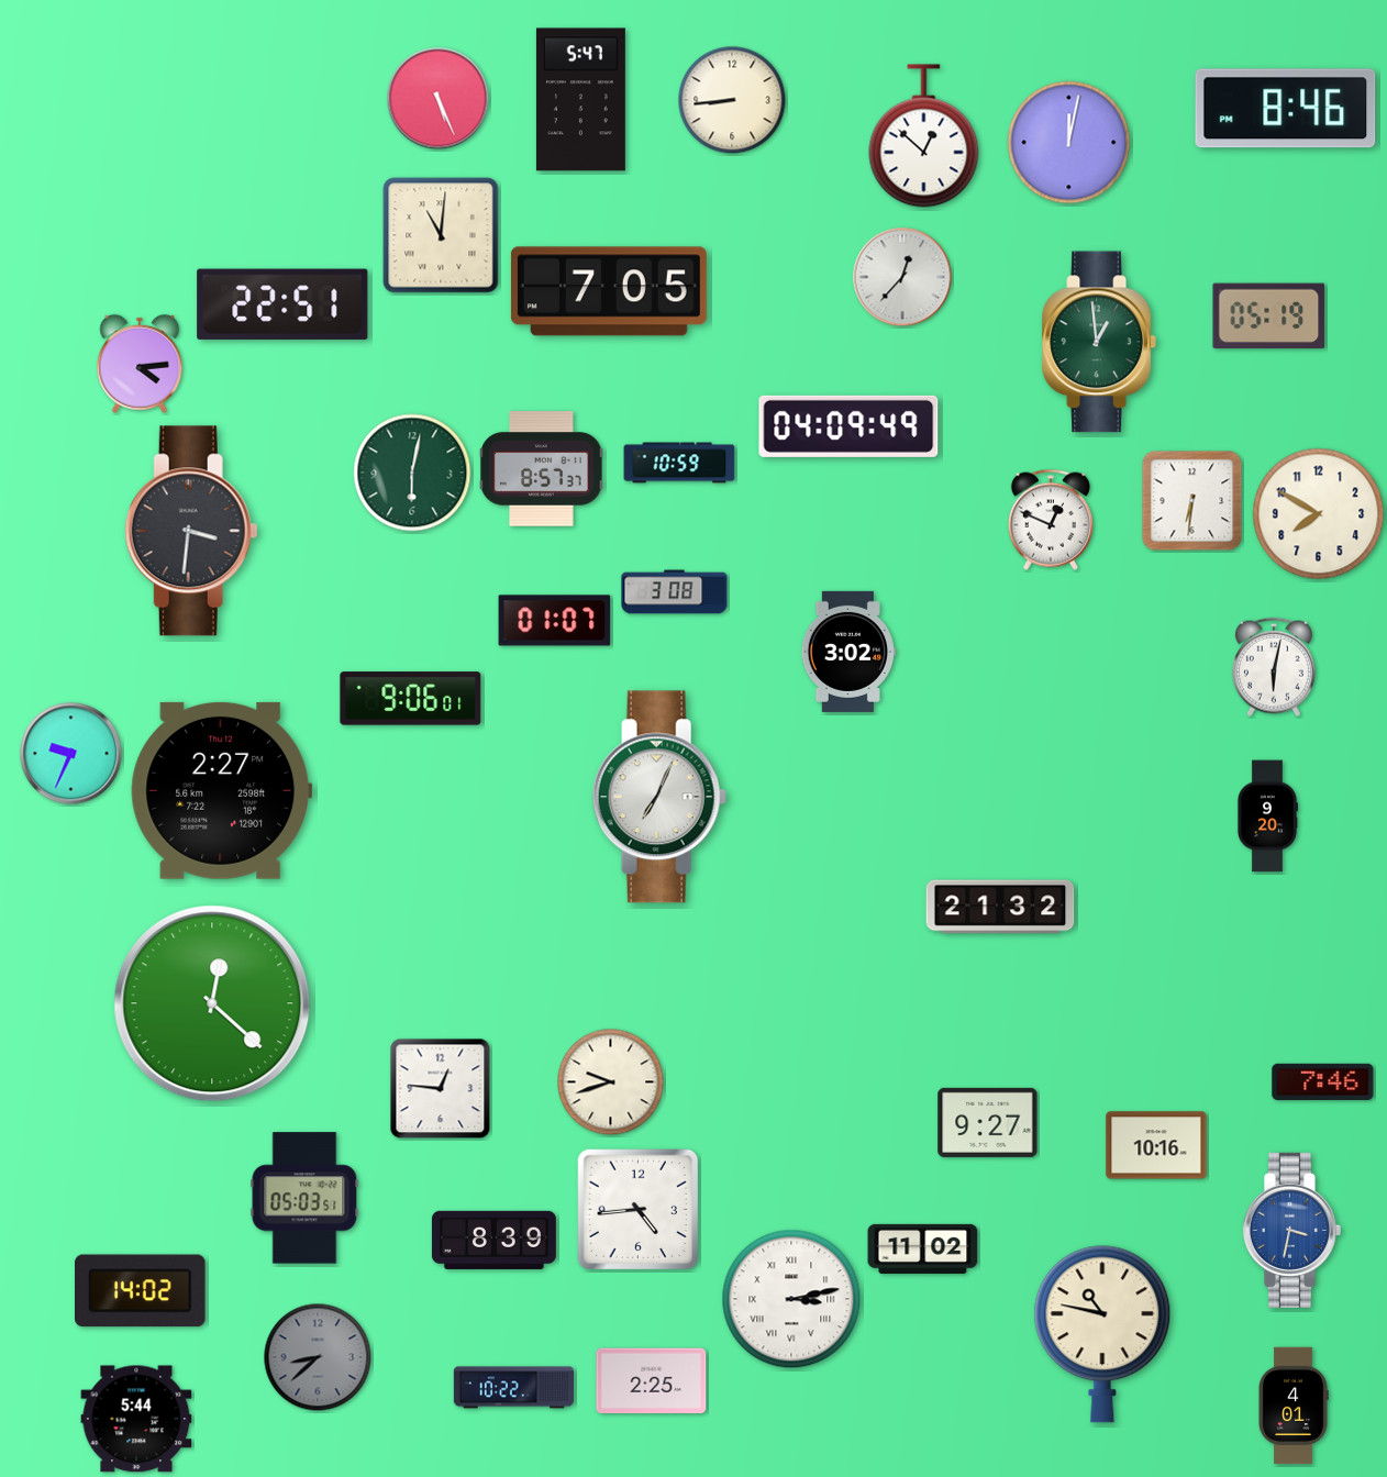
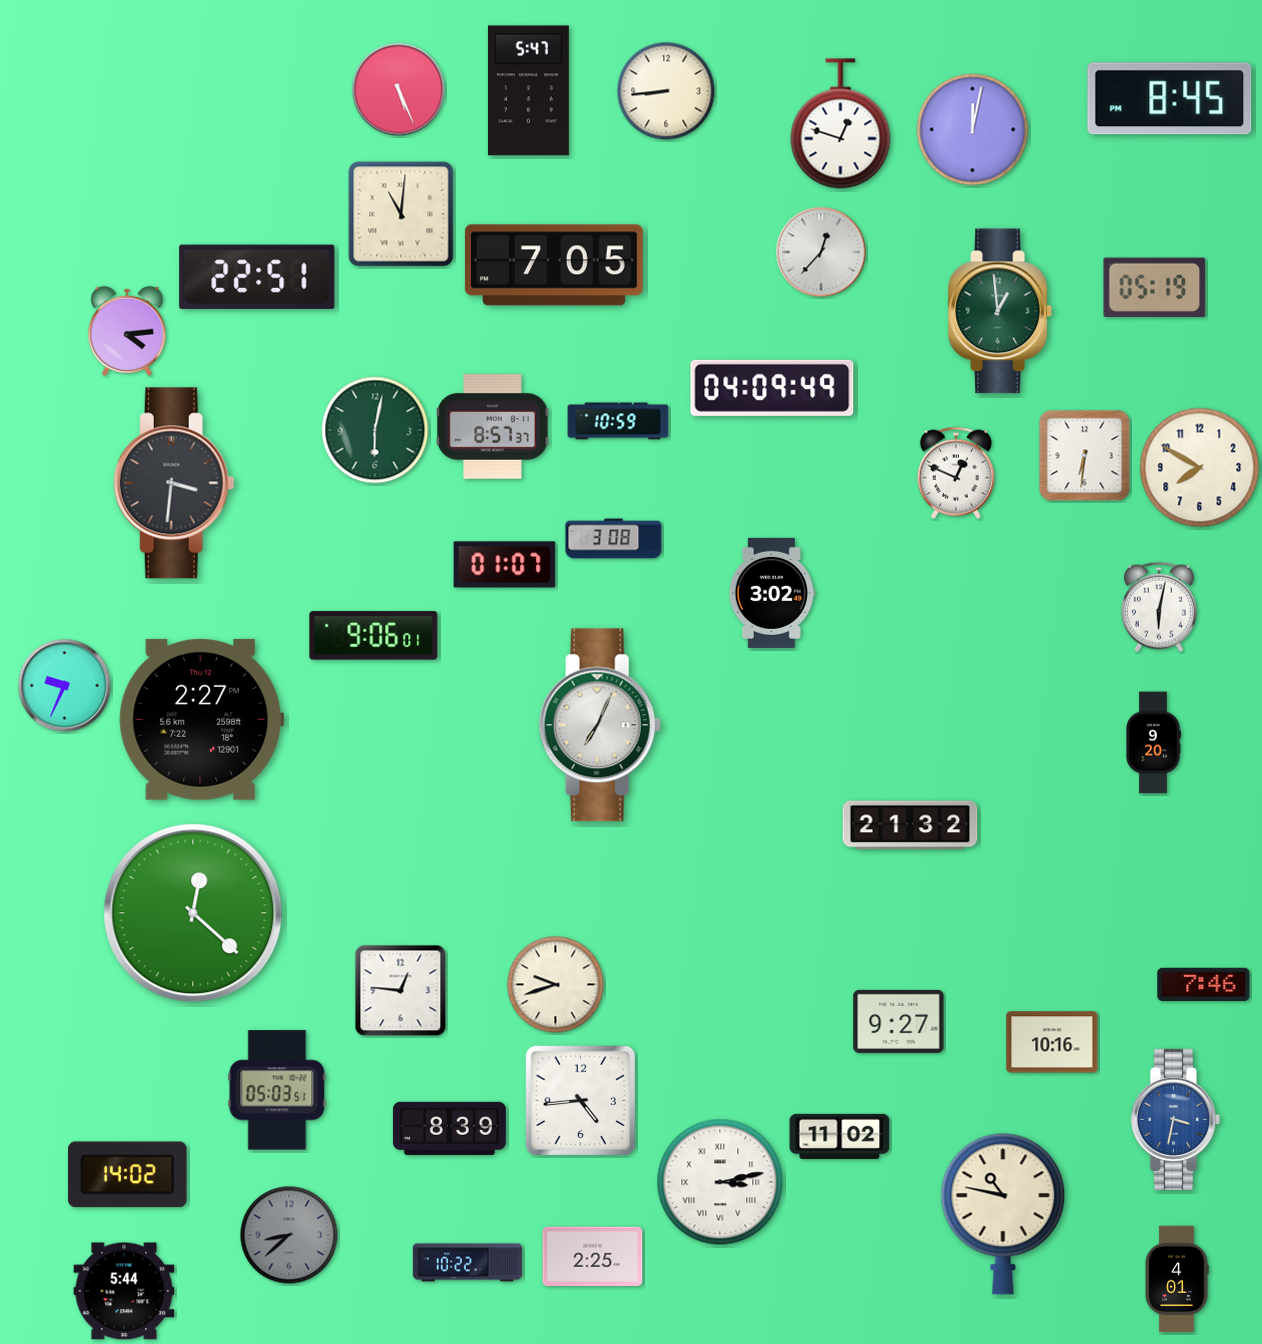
clock at (1286, 109): 8:46 -> 8:45
clock at (924, 136): 12:52 -> 12:48
